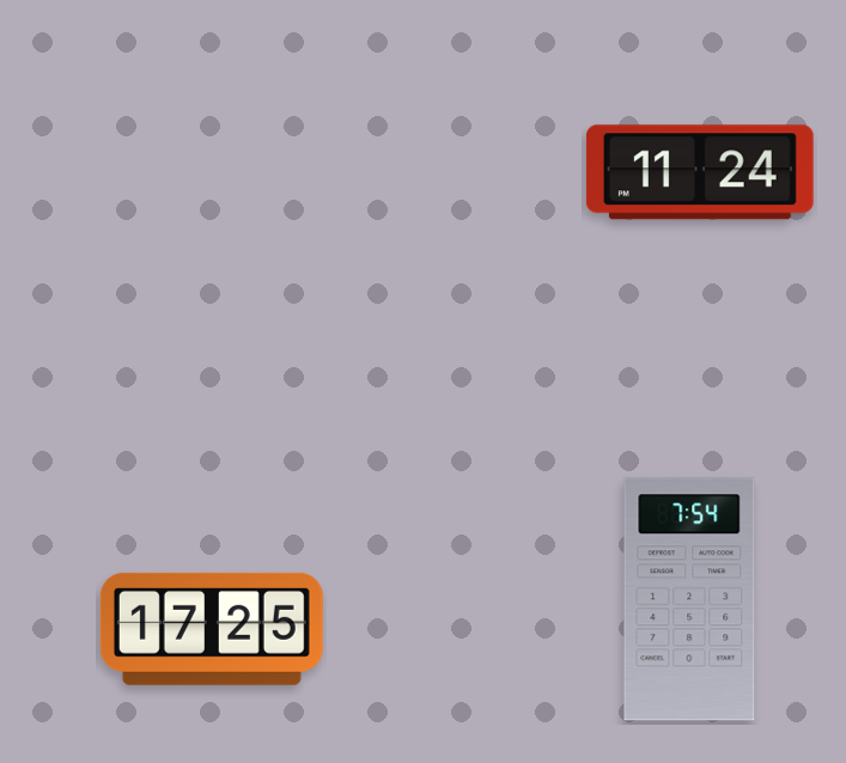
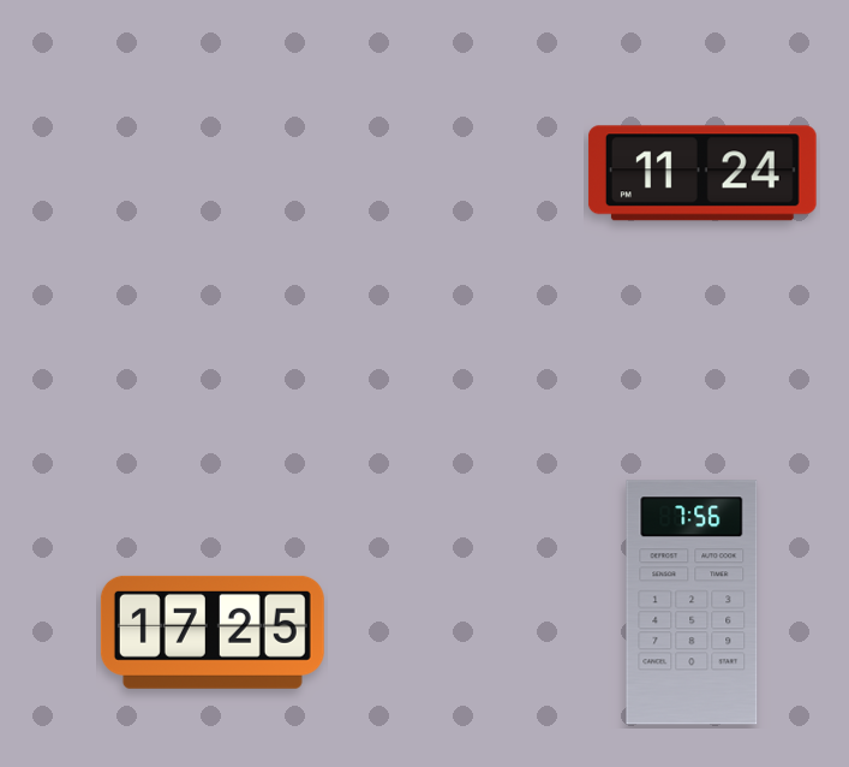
clock at (689, 599): 7:54 -> 7:56
